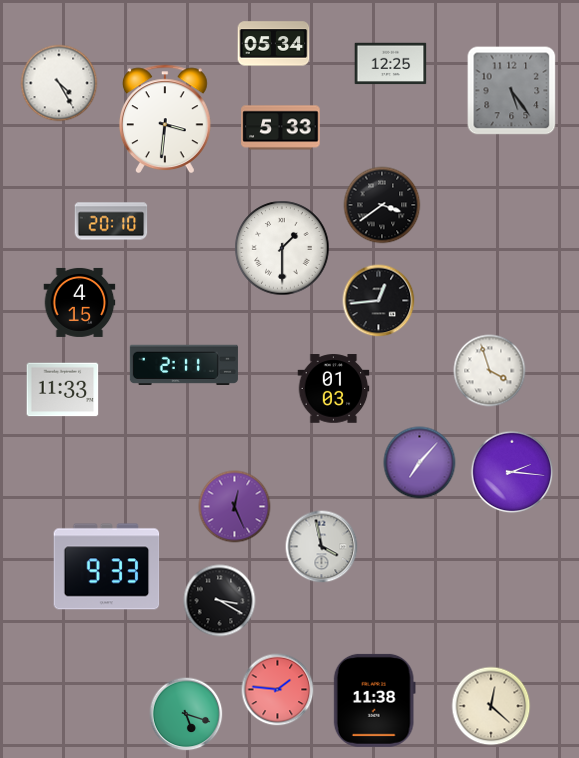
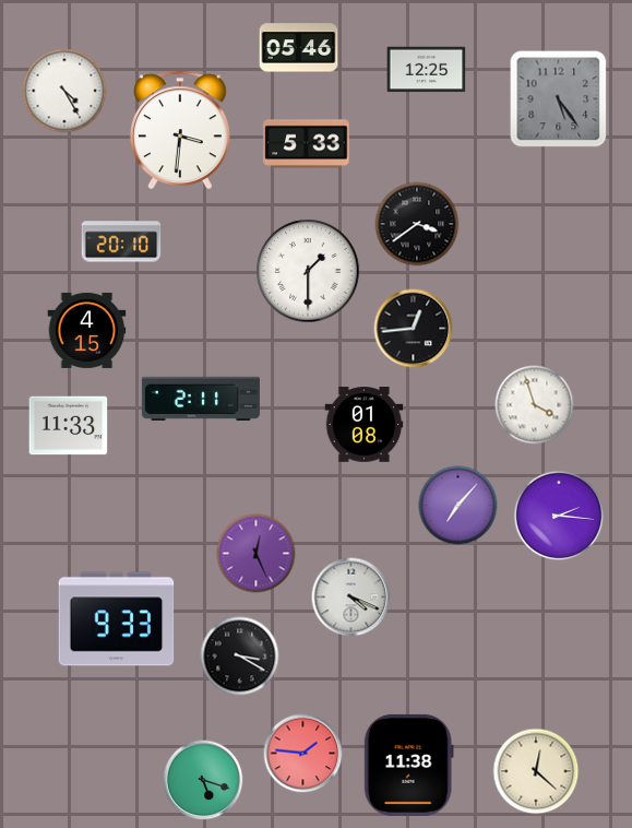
clock at (274, 44): 05:34 -> 05:46
clock at (281, 128) position: (281, 128) -> (307, 144)
clock at (334, 389): 01:03 -> 01:08
clock at (322, 547): 3:58 -> 4:19
